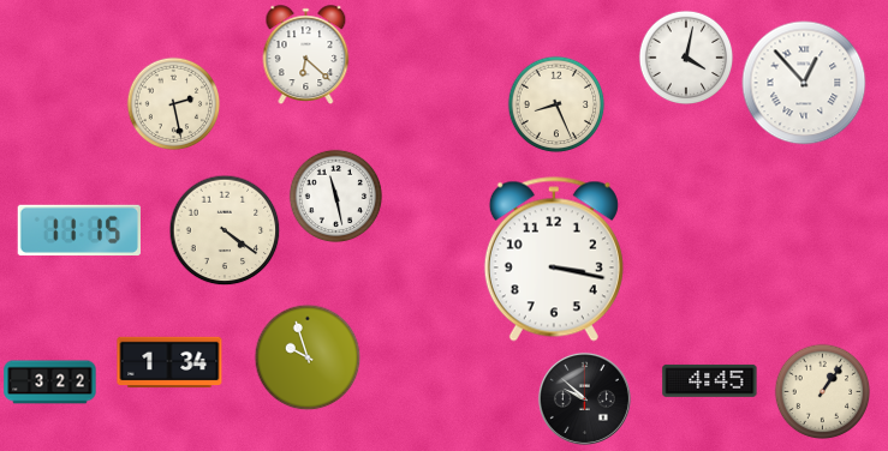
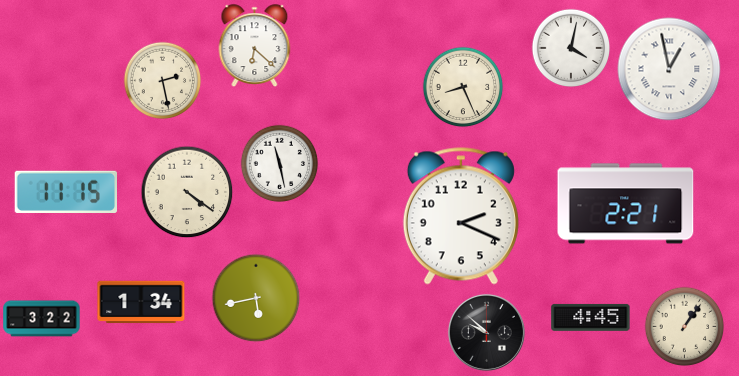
clock at (804, 83): 12:53 -> 12:58
clock at (173, 103) position: (173, 103) -> (162, 80)
clock at (626, 204): none -> 2:21
clock at (554, 259): 3:17 -> 2:19
clock at (308, 357): 9:57 -> 5:43
